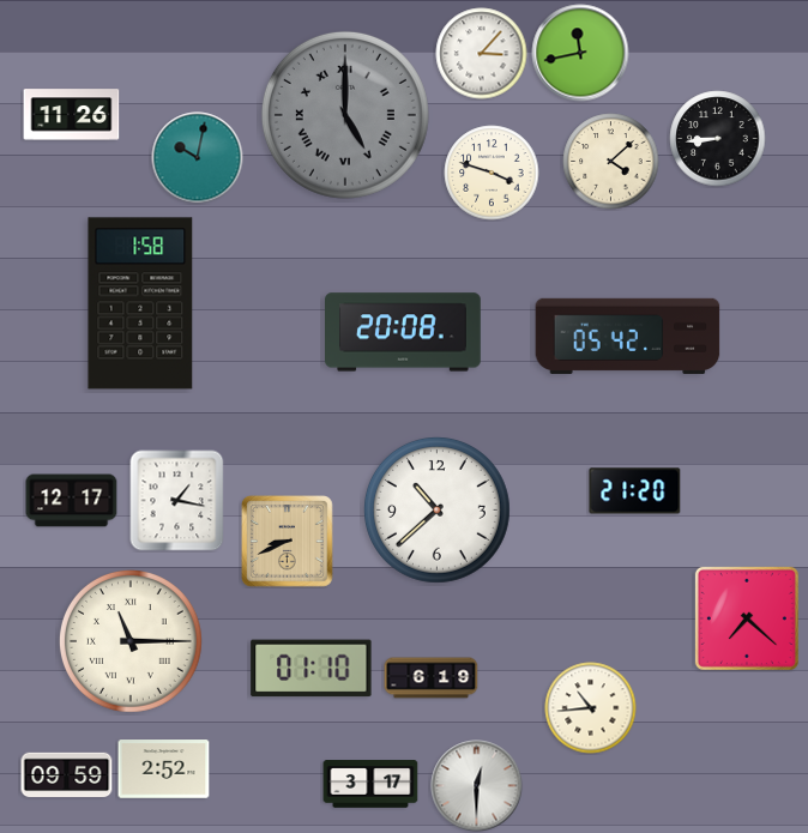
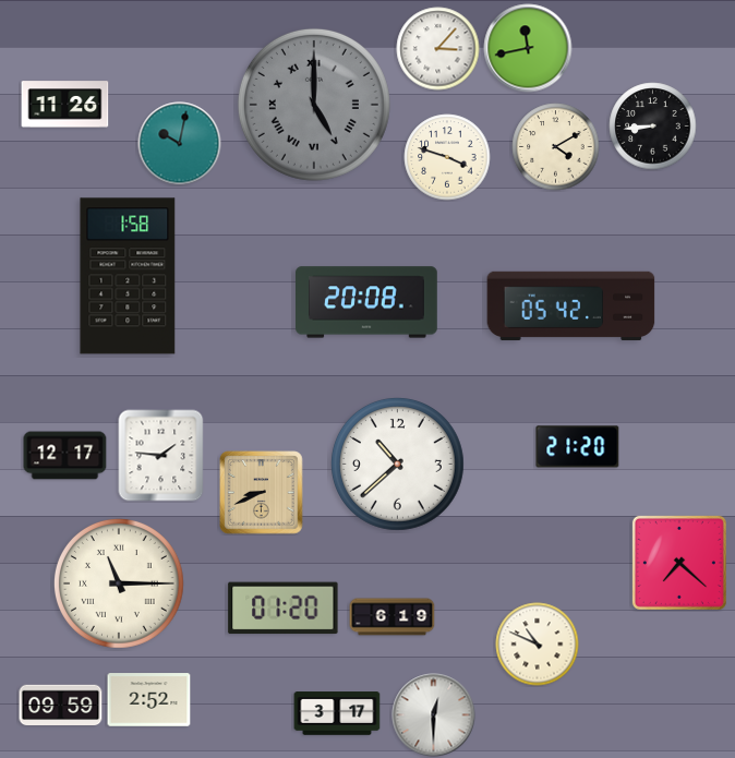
clock at (611, 162): 4:08 -> 4:10
clock at (177, 501): 1:17 -> 1:46
clock at (312, 669): 01:10 -> 01:20
clock at (591, 708): 10:44 -> 10:49
